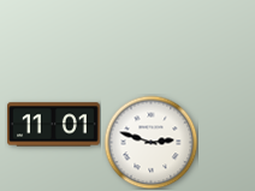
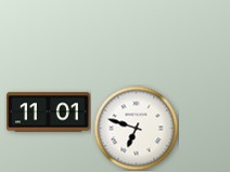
clock at (150, 142): 2:48 -> 6:48
